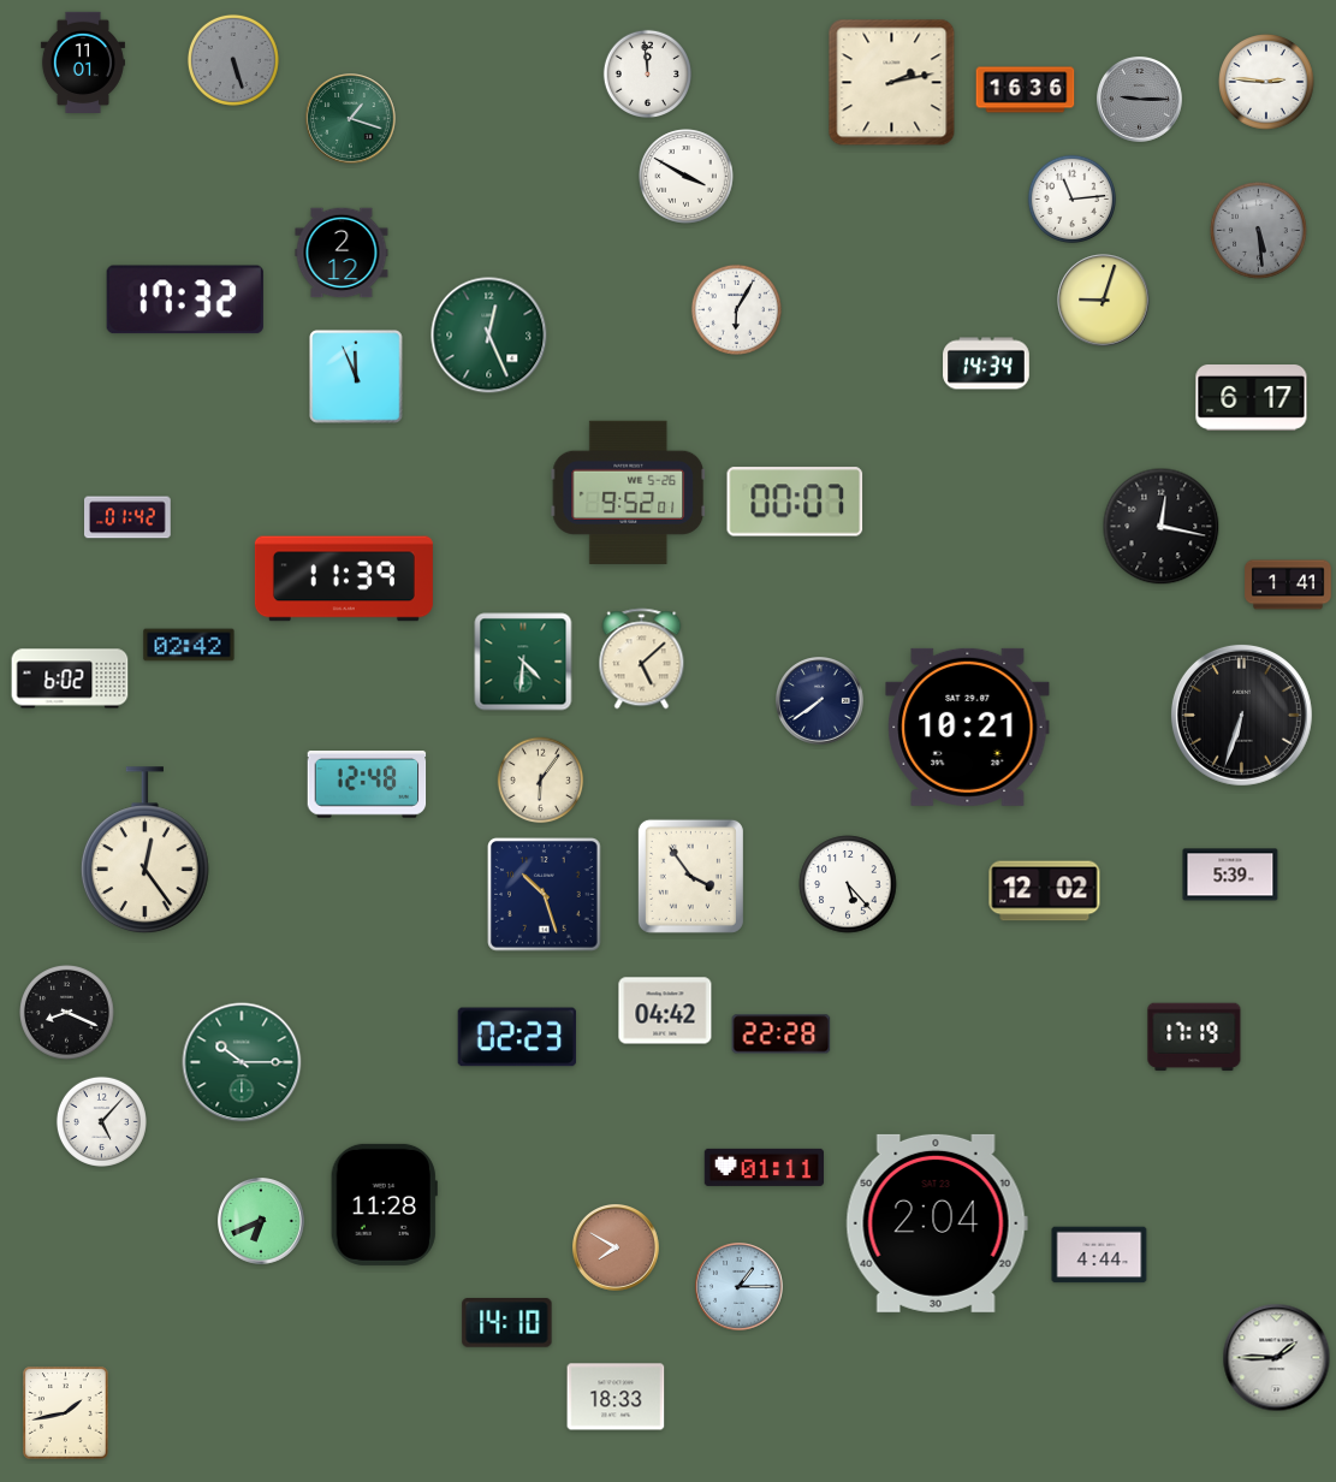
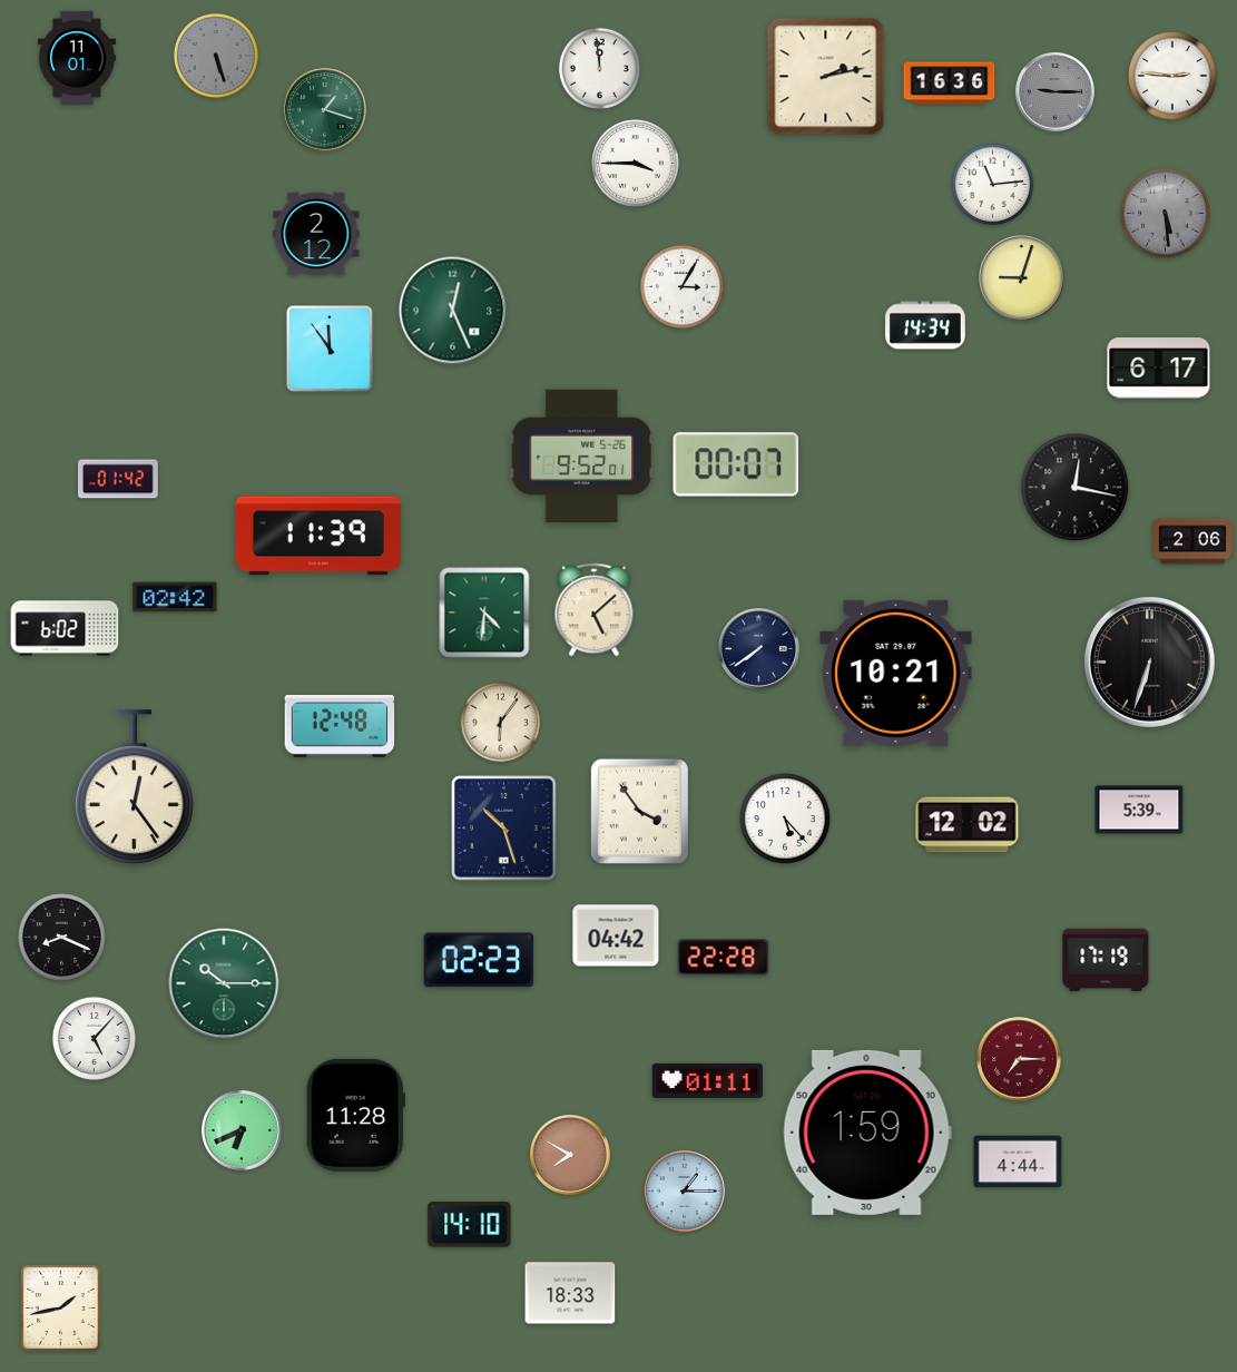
clock at (687, 177): 3:50 -> 3:45
clock at (185, 300): 17:32 -> none
clock at (736, 309): 6:05 -> 3:05
clock at (986, 363) position: (986, 363) -> (925, 325)
clock at (356, 377): 11:56 -> 11:54
clock at (1288, 585): 1:41 -> 2:06
clock at (1019, 1059): none -> 7:15
clock at (937, 1223): 2:04 -> 1:59
clock at (1277, 1358): 1:45 -> none
